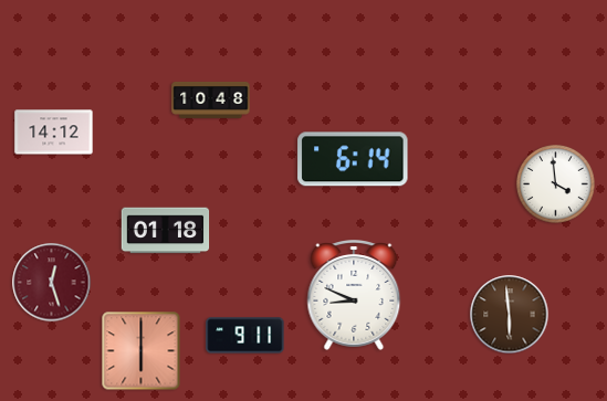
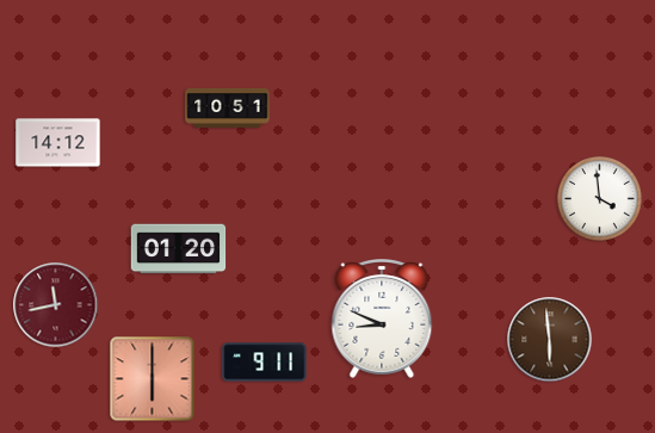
clock at (211, 99): 10:48 -> 10:51
clock at (353, 159): 6:14 -> none
clock at (166, 231): 01:18 -> 01:20
clock at (52, 283): 12:27 -> 11:43
